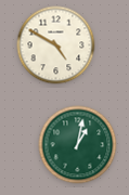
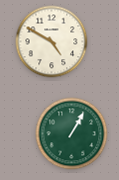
clock at (78, 145): 1:02 -> 1:05
